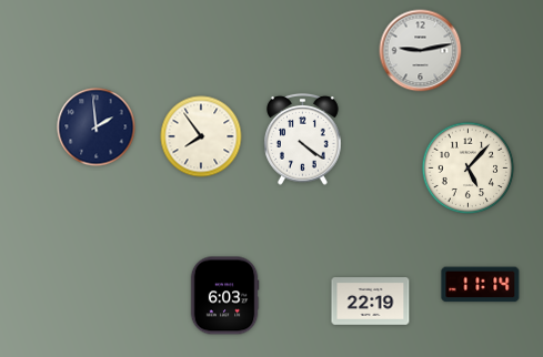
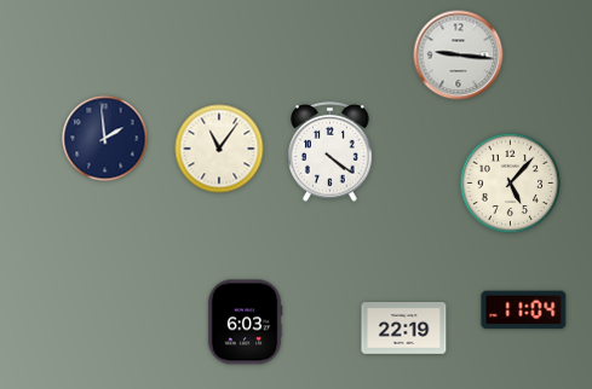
clock at (421, 51): 9:13 -> 9:16
clock at (201, 136): 7:54 -> 11:06
clock at (481, 285): 11:14 -> 11:04
